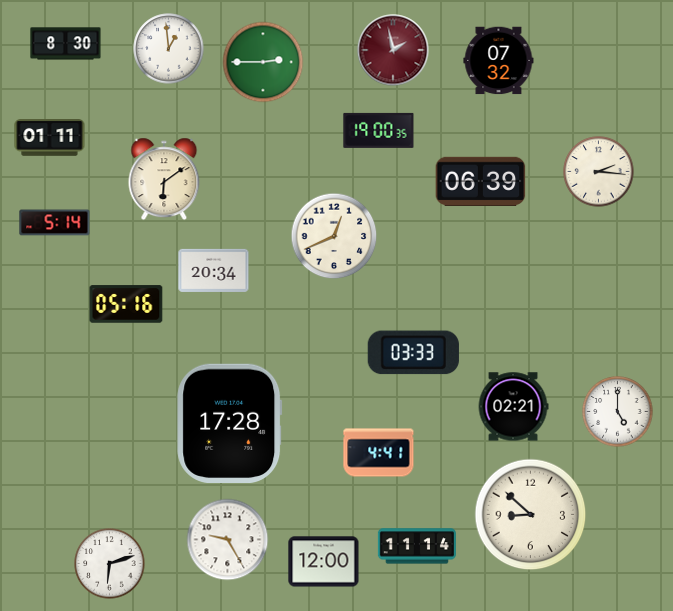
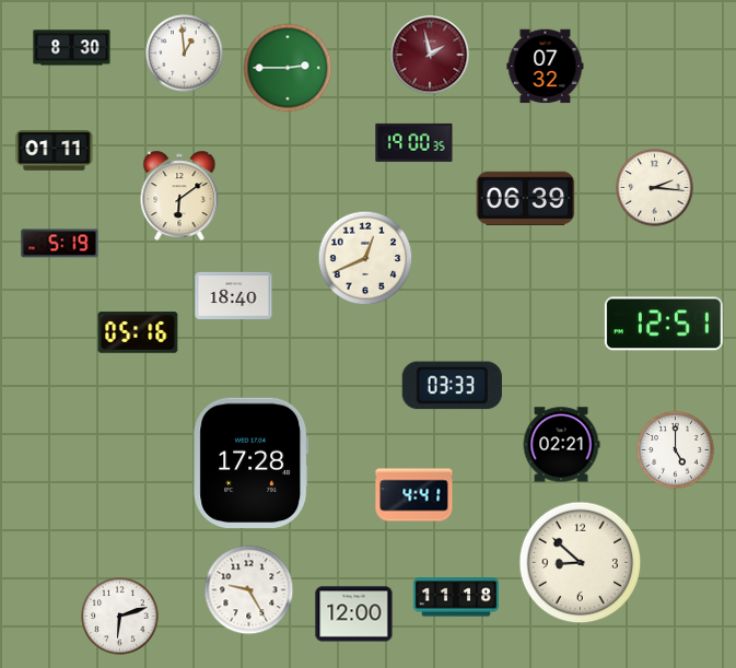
clock at (55, 223): 5:14 -> 5:19
clock at (214, 270): 20:34 -> 18:40
clock at (664, 324): none -> 12:51
clock at (417, 546): 11:14 -> 11:18
